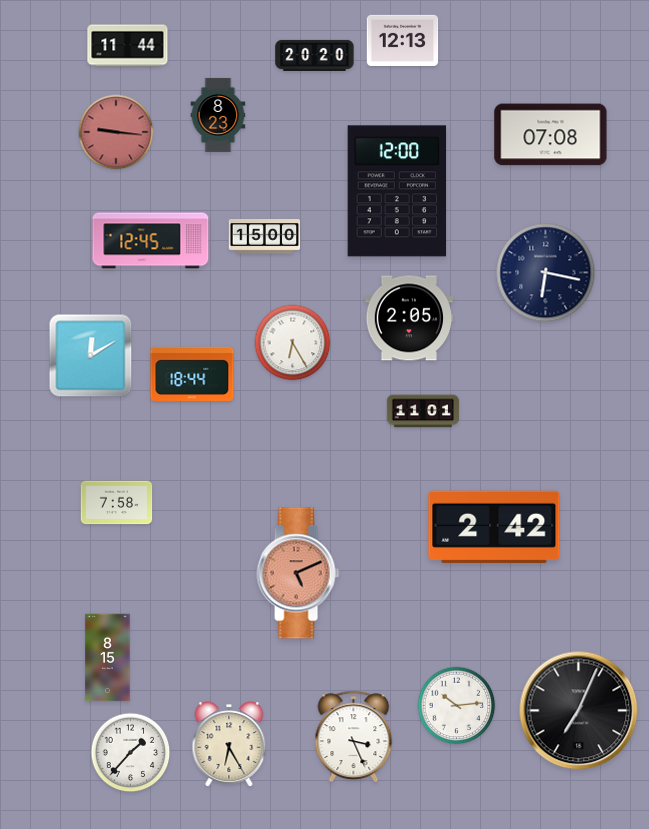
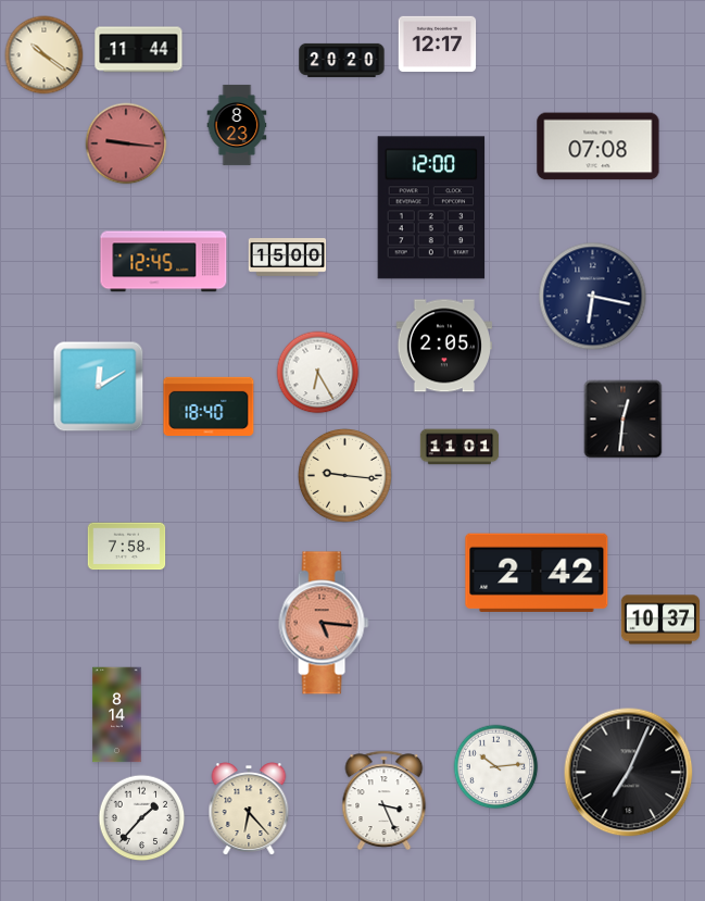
clock at (403, 40): 12:13 -> 12:17
clock at (45, 55): none -> 10:21
clock at (192, 374): 18:44 -> 18:40
clock at (624, 420): none -> 12:31
clock at (344, 475): none -> 9:16
clock at (660, 620): none -> 10:37
clock at (298, 573): 5:11 -> 5:16
clock at (108, 658): 8:15 -> 8:14
clock at (229, 744): 6:25 -> 6:23
